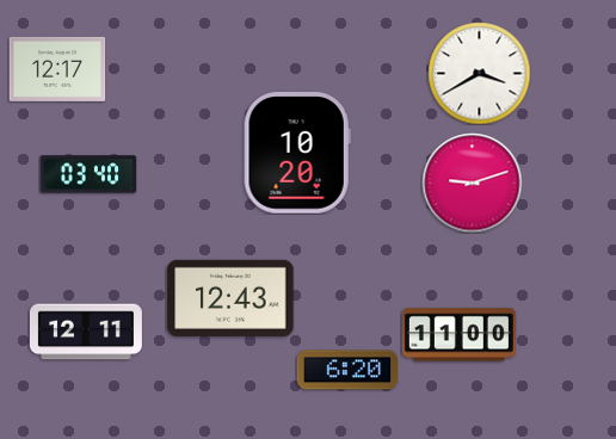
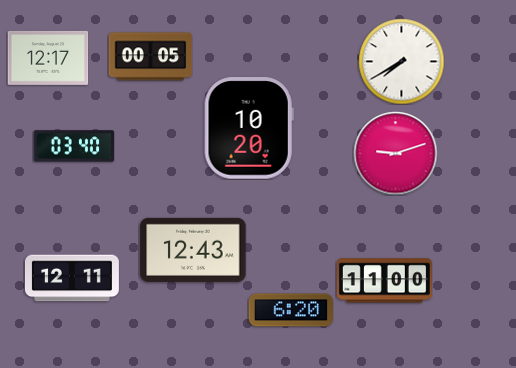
clock at (150, 57): none -> 00:05
clock at (479, 73): 3:40 -> 7:40
